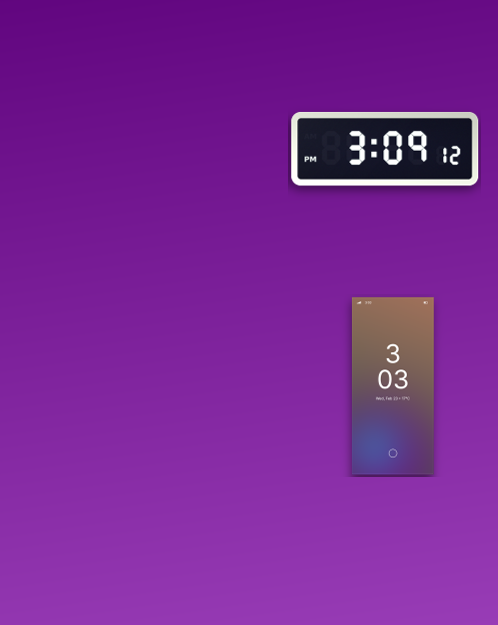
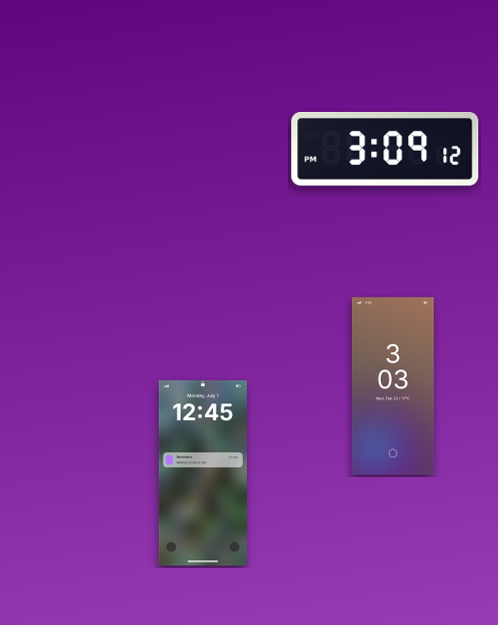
clock at (203, 473): none -> 12:45
